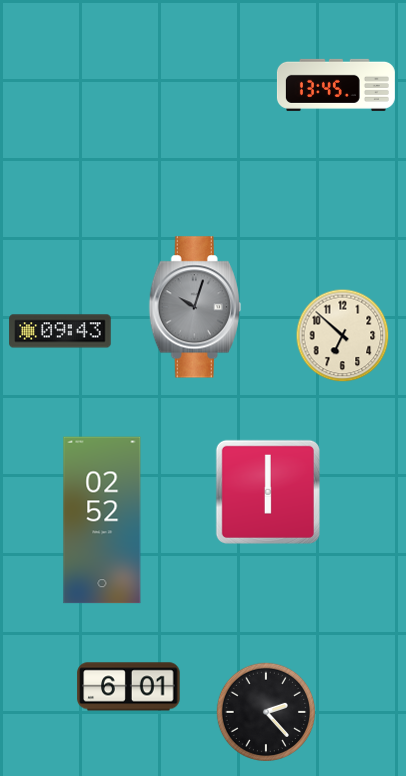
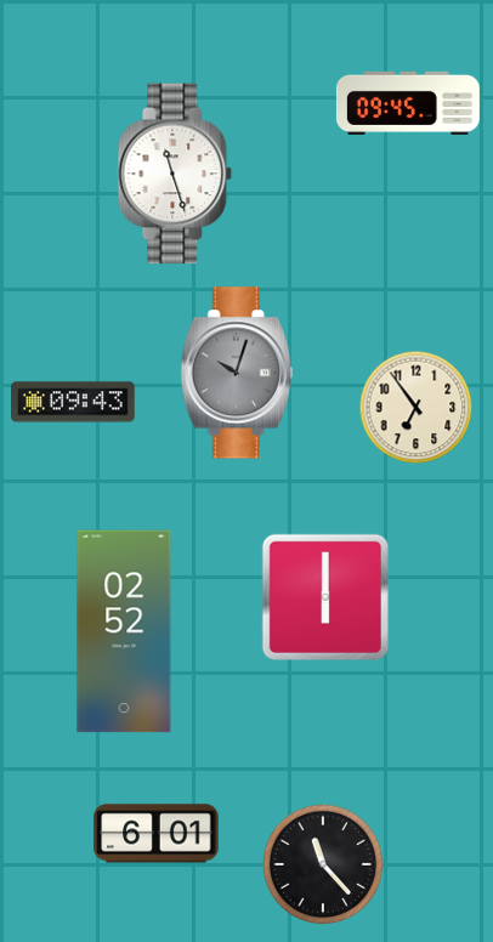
clock at (336, 85): 13:45 -> 09:45
clock at (175, 174): none -> 11:27
clock at (343, 336): 6:52 -> 6:54
clock at (265, 711): 2:23 -> 11:23
